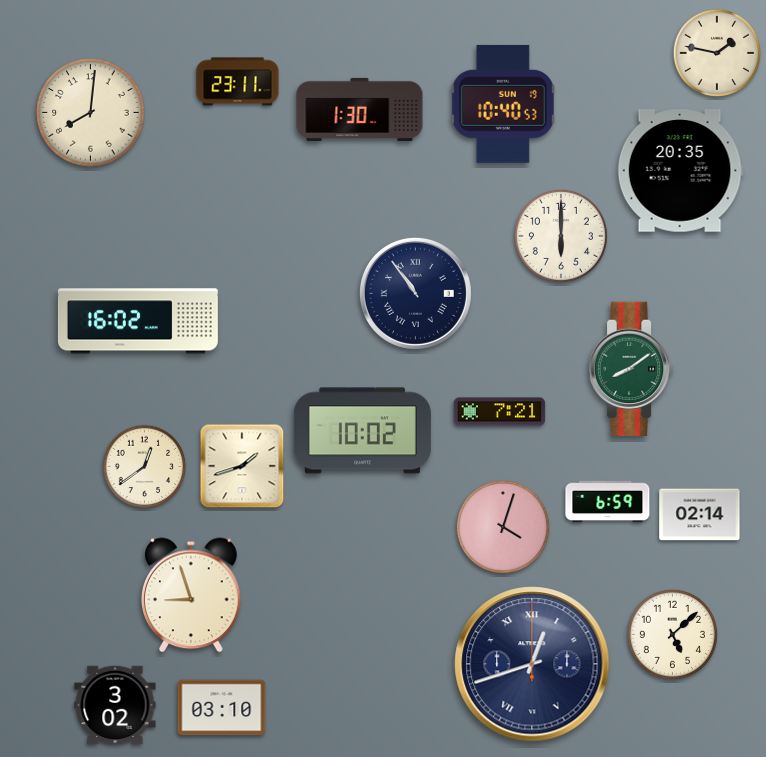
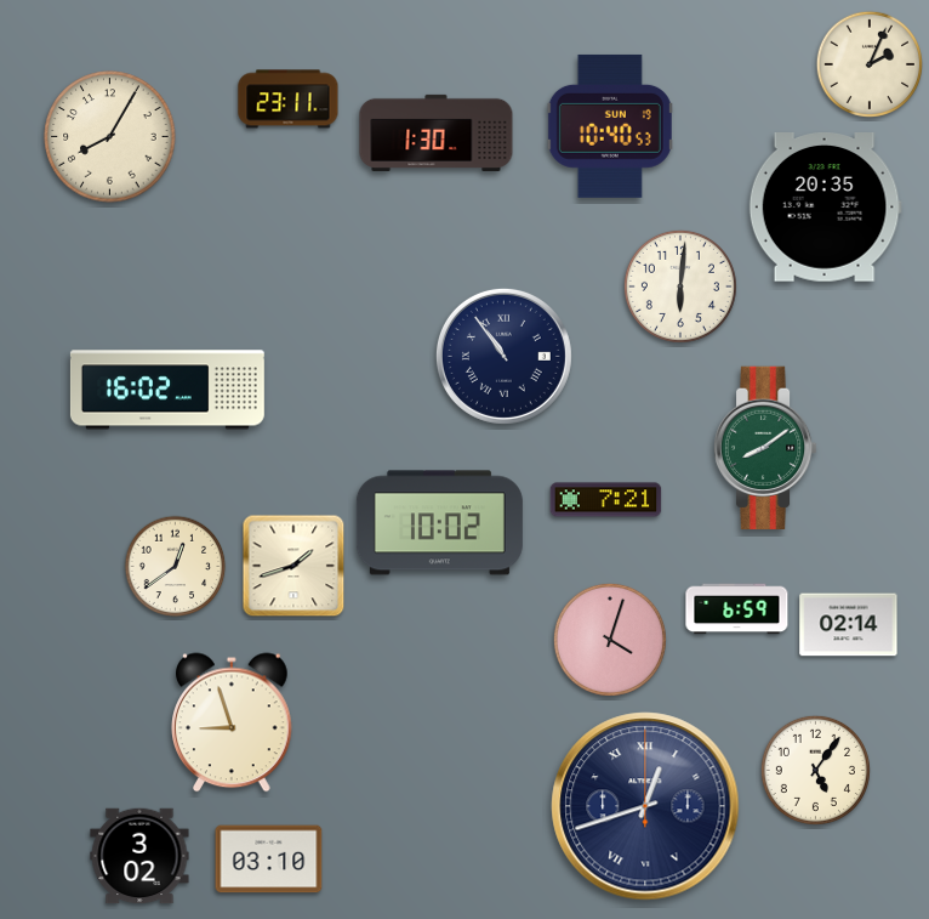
clock at (716, 52): 1:47 -> 2:04
clock at (91, 113): 8:01 -> 8:05
clock at (561, 236): 6:00 -> 6:01
clock at (672, 634): 5:08 -> 5:06
